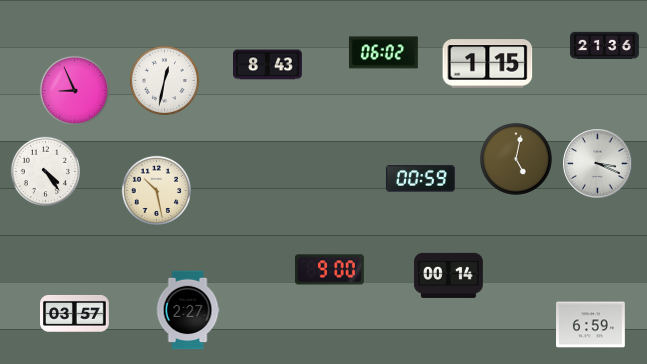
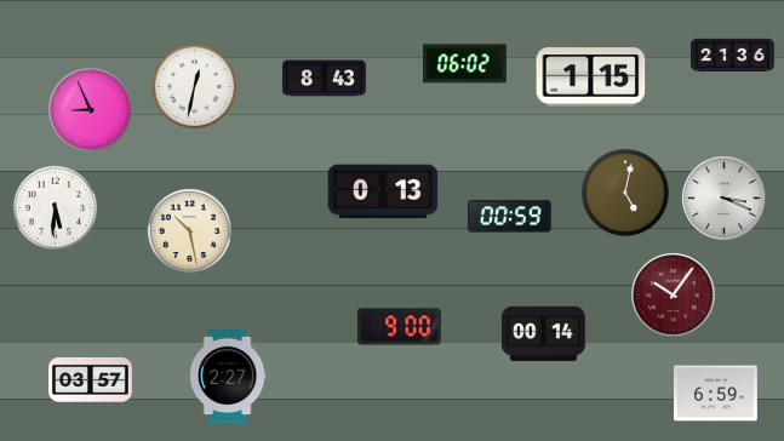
clock at (164, 80) position: (164, 80) -> (194, 86)
clock at (383, 191): none -> 0:13
clock at (45, 171): 4:24 -> 5:31
clock at (674, 296): none -> 10:06
